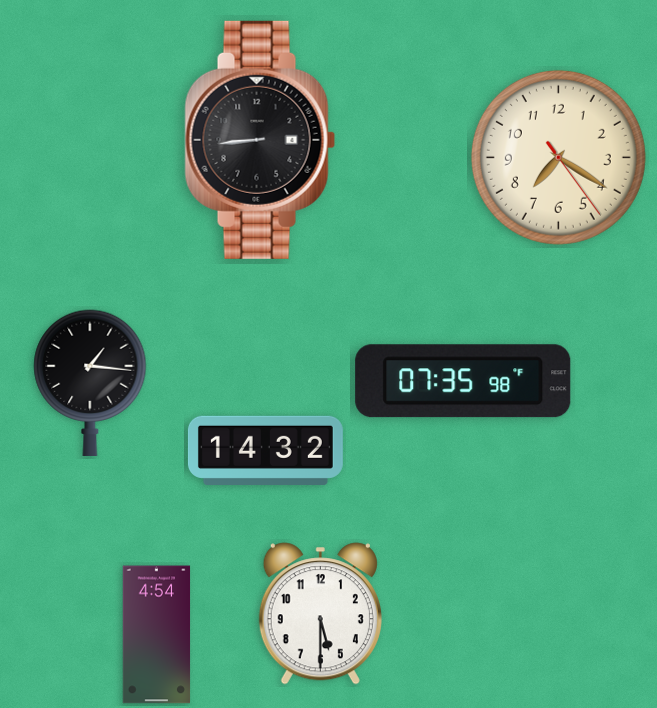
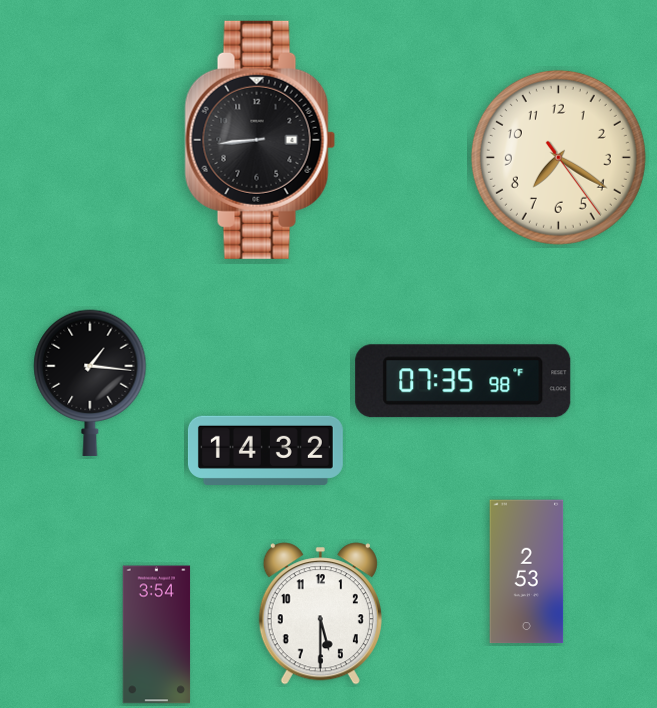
clock at (527, 572): none -> 2:53
clock at (157, 635): 4:54 -> 3:54
